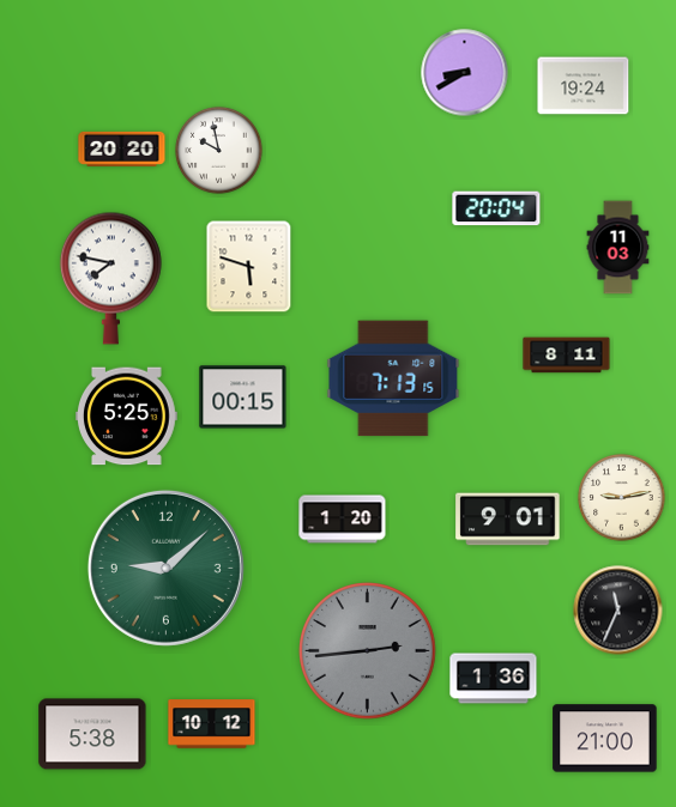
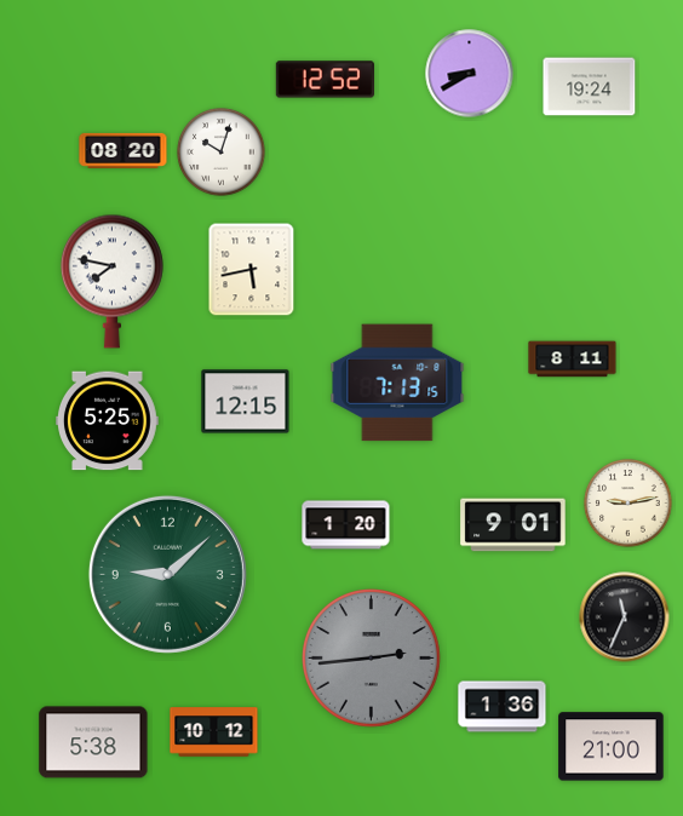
clock at (325, 80): none -> 12:52
clock at (122, 148): 20:20 -> 08:20
clock at (219, 151): 9:58 -> 10:03
clock at (496, 208): 20:04 -> none
clock at (618, 248): 11:03 -> none
clock at (249, 267): 5:48 -> 5:43
clock at (243, 398): 00:15 -> 12:15
clock at (127, 417) position: (127, 417) -> (108, 421)
clock at (494, 679) position: (494, 679) -> (503, 707)
